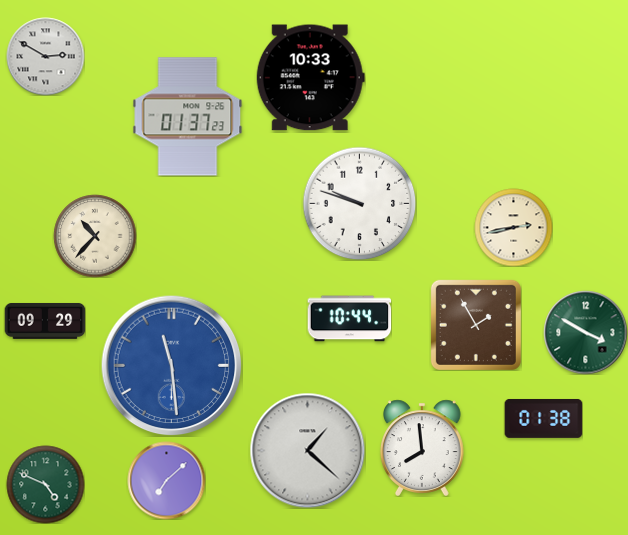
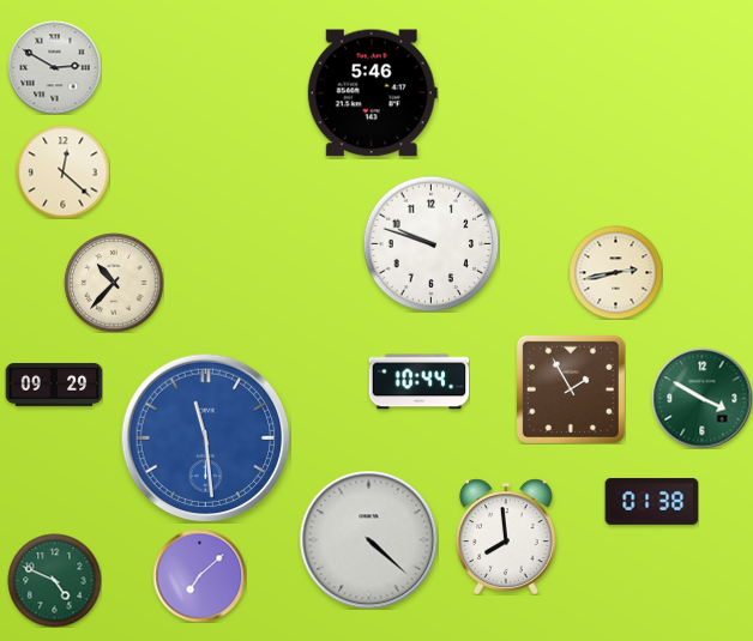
clock at (310, 78): 10:33 -> 5:46
clock at (188, 117): 01:37 -> none
clock at (62, 171): none -> 12:22
clock at (307, 450): 1:22 -> 4:22
